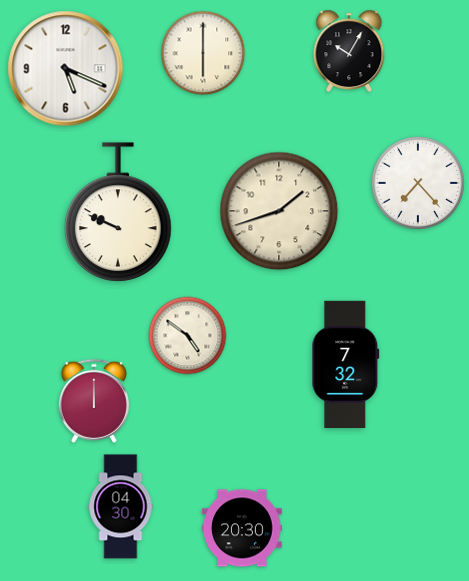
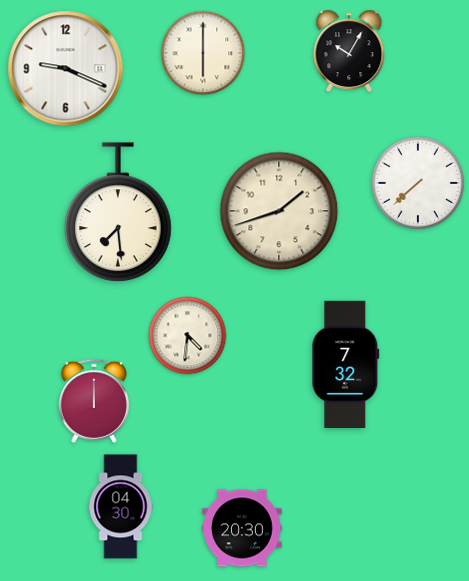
clock at (66, 69): 5:19 -> 9:19
clock at (418, 183): 7:23 -> 7:38
clock at (118, 212): 9:49 -> 7:29
clock at (188, 336): 4:51 -> 4:31
